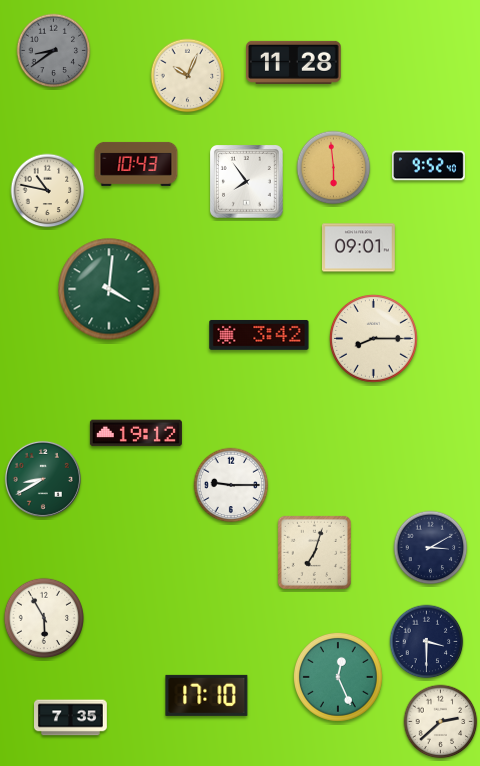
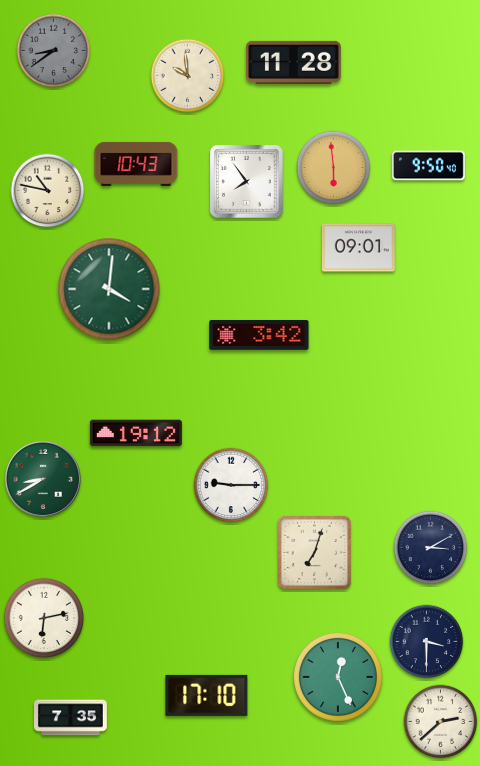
clock at (188, 76): 10:04 -> 9:59
clock at (429, 166): 9:52 -> 9:50
clock at (373, 338): 8:15 -> none
clock at (43, 617): 5:55 -> 6:13
